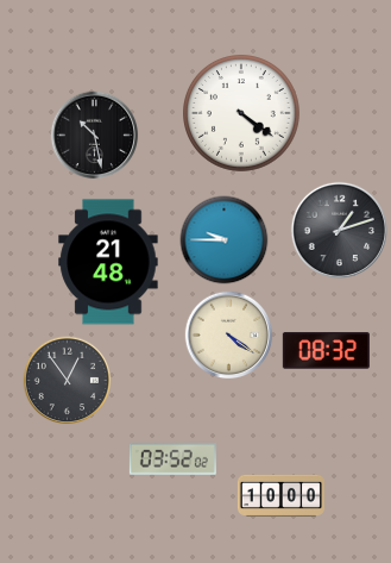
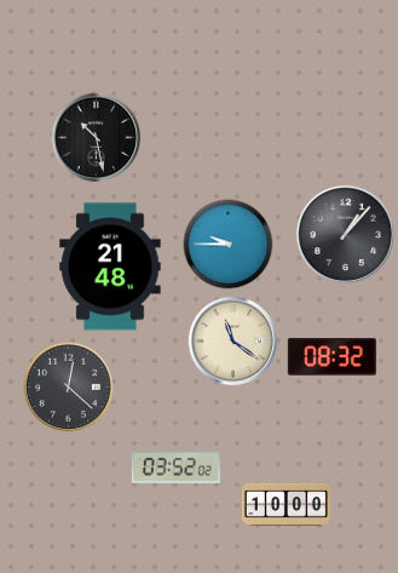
clock at (242, 114): 4:21 -> none
clock at (339, 230): 1:12 -> 1:07
clock at (229, 336): 4:21 -> 11:21
clock at (68, 381): 12:54 -> 12:22
